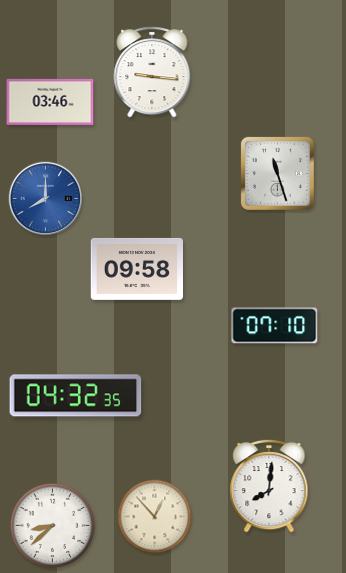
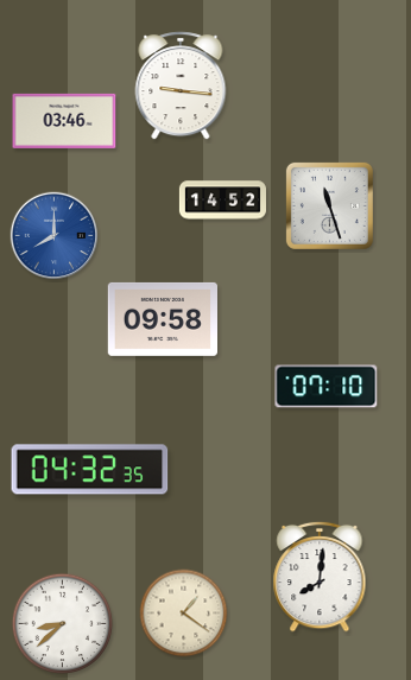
clock at (50, 102) position: (50, 102) -> (64, 121)
clock at (222, 201): none -> 14:52
clock at (155, 517): 12:53 -> 1:21
